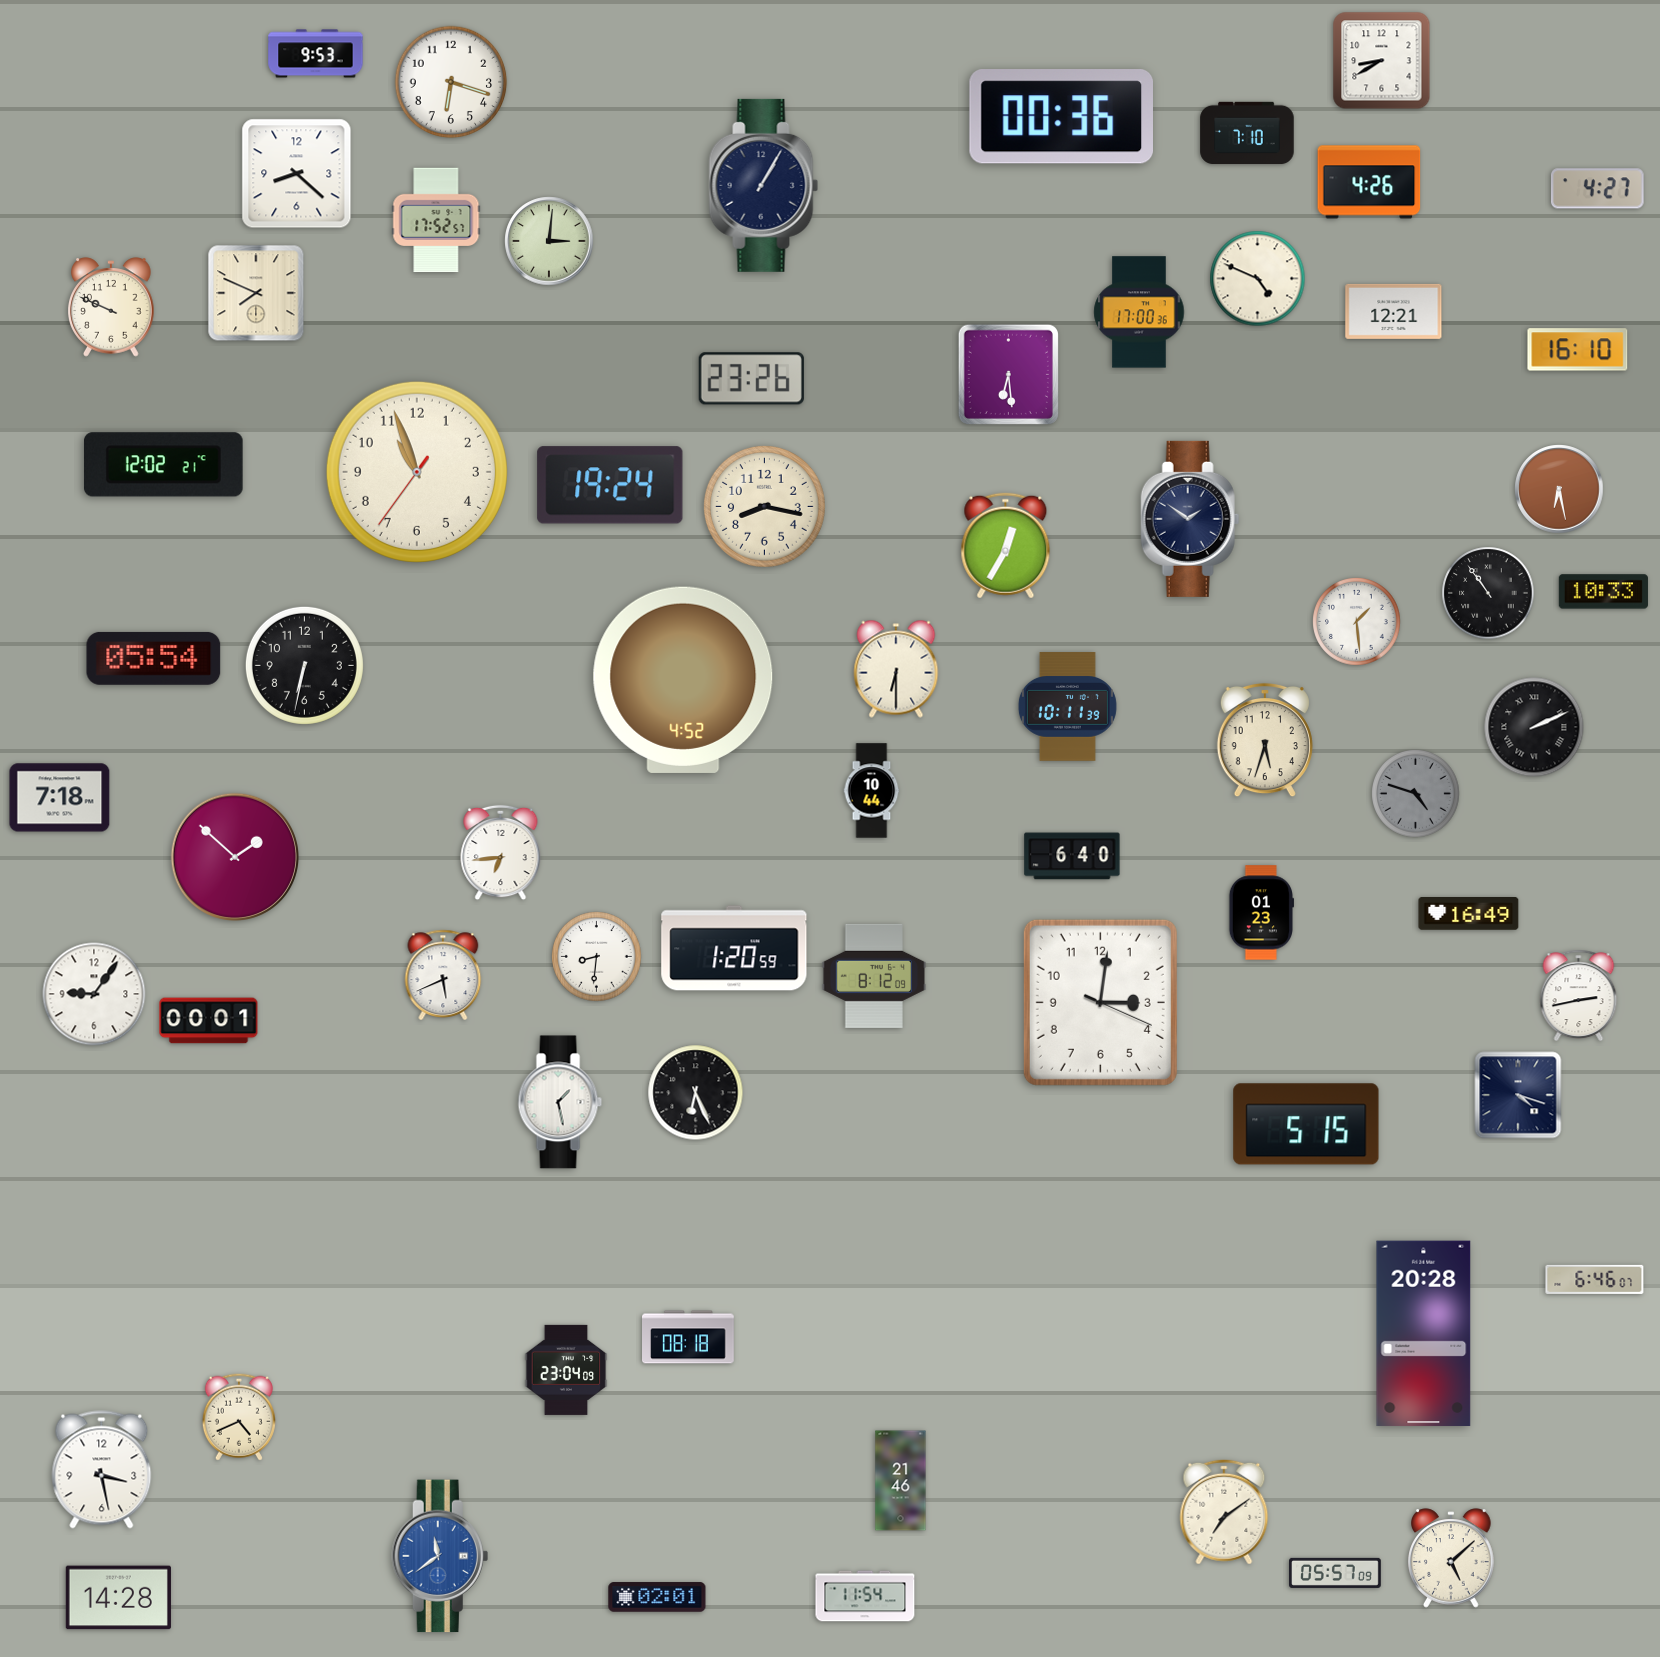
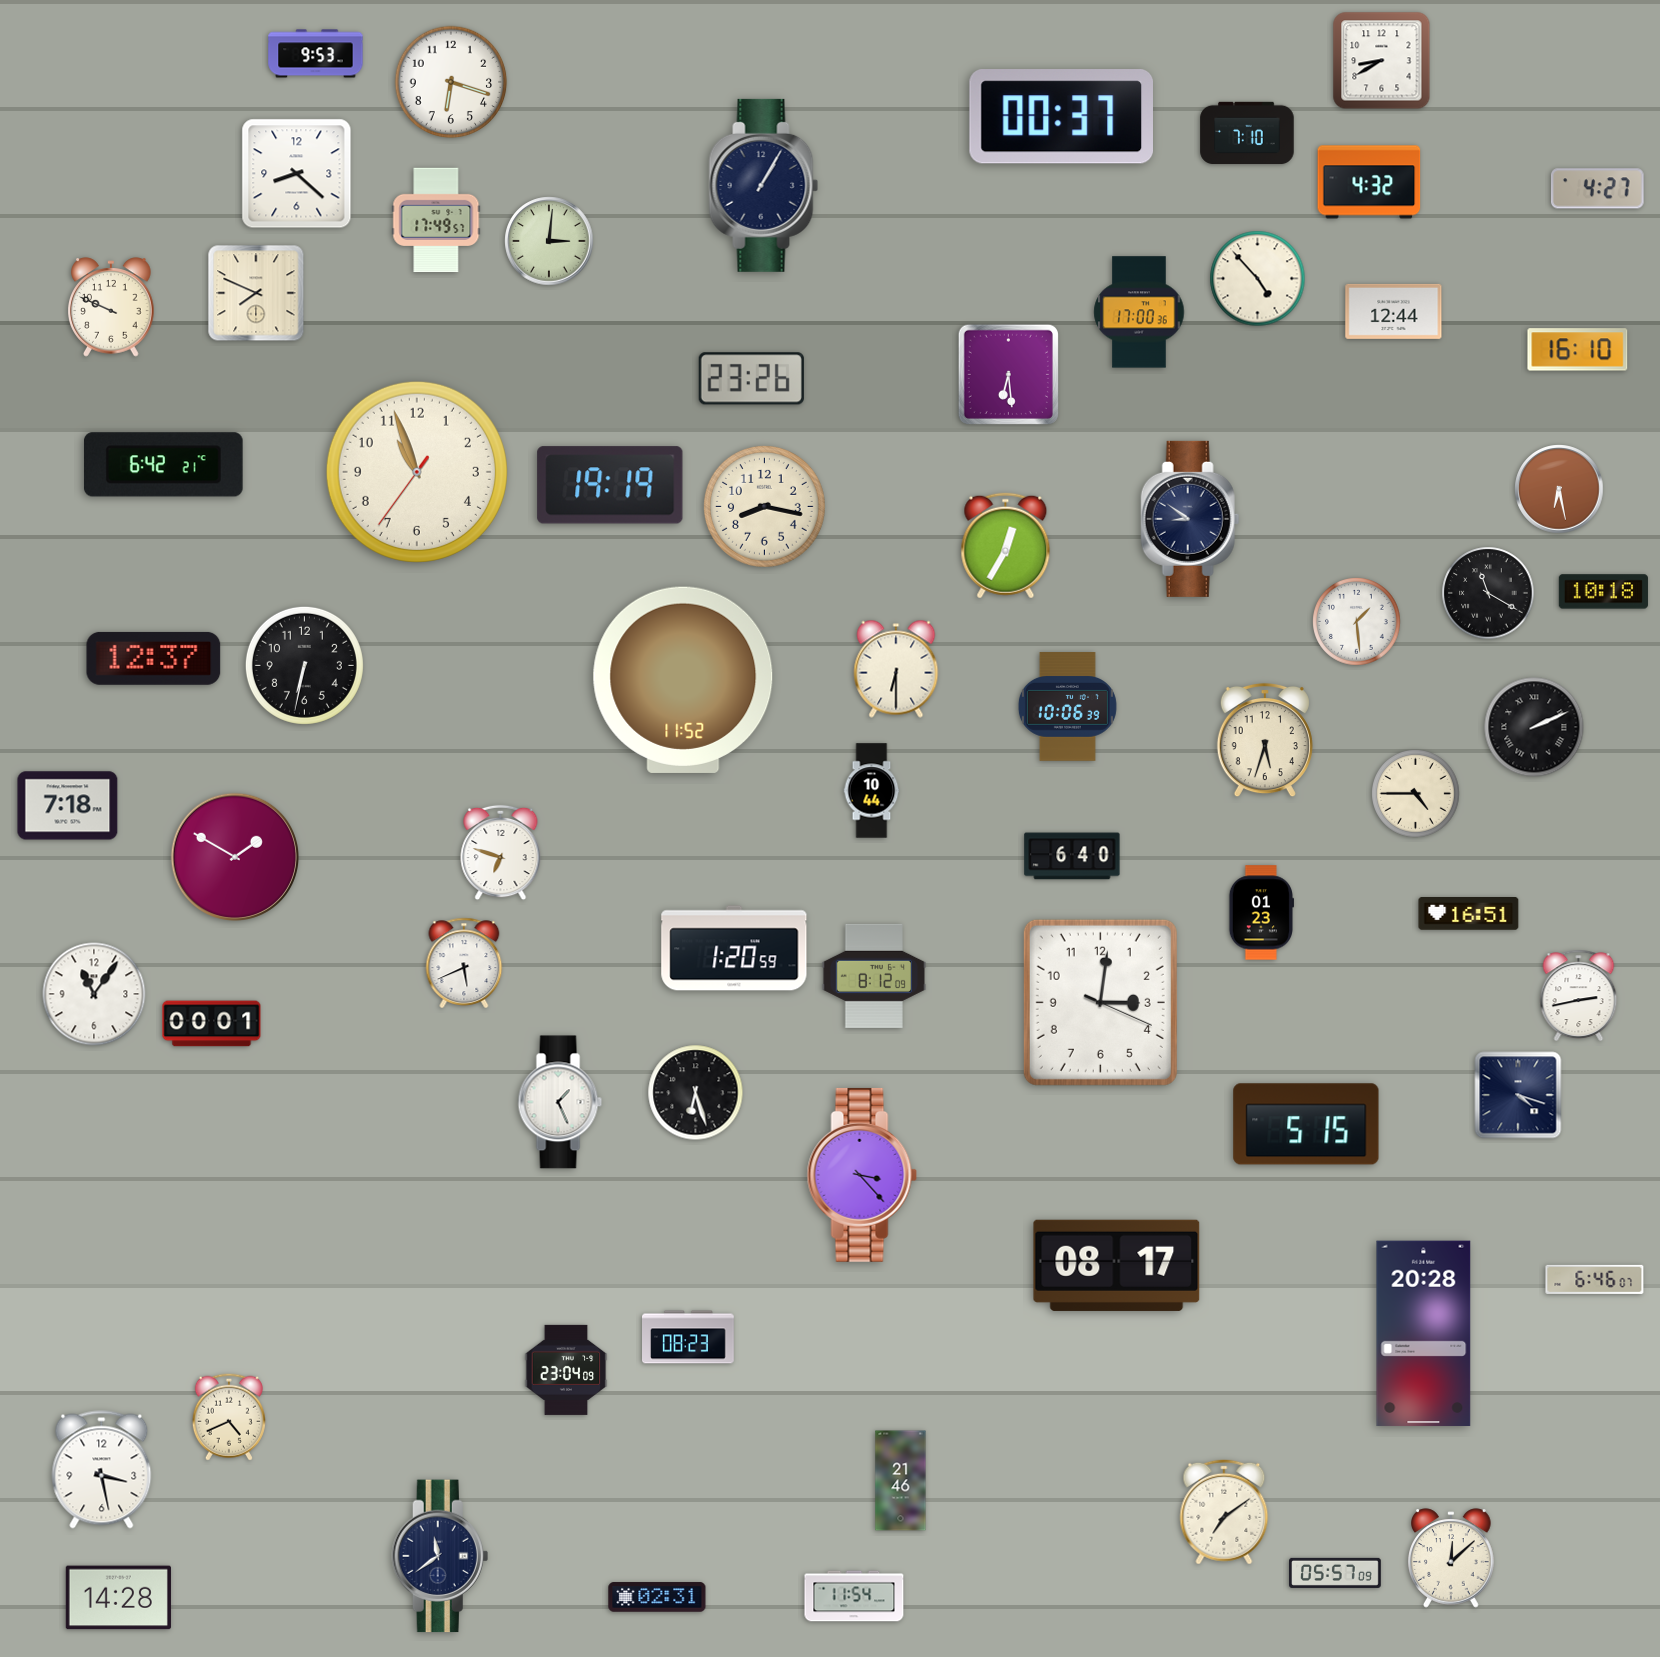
clock at (1061, 117): 00:36 -> 00:37
clock at (1369, 182): 4:26 -> 4:32
clock at (436, 220): 17:52 -> 17:49
clock at (1258, 279): 4:49 -> 4:53
clock at (1394, 311): 12:21 -> 12:44
clock at (163, 465): 12:02 -> 6:42
clock at (610, 485): 19:24 -> 19:19
clock at (1190, 519): 1:51 -> 8:51
clock at (1603, 592): 10:33 -> 10:18
clock at (1488, 593): 10:54 -> 11:20
clock at (154, 658): 05:54 -> 12:37
clock at (683, 680): 4:52 -> 11:52
clock at (1067, 707): 10:11 -> 10:06
clock at (1416, 794): 4:48 -> 4:45
clock at (1416, 794) dial: grey -> cream
clock at (60, 798) position: (60, 798) -> (68, 806)
clock at (501, 853): 6:44 -> 6:48
clock at (234, 856): 1:52 -> 1:50
clock at (1469, 914): 16:49 -> 16:51
clock at (597, 957): 8:31 -> none
clock at (443, 974) position: (443, 974) -> (464, 962)
clock at (94, 994): 9:06 -> 11:06
clock at (209, 1021) position: (209, 1021) -> (212, 1024)
clock at (696, 1093): 6:26 -> 6:27
clock at (560, 1102): 1:28 -> 1:26
clock at (862, 1175): none -> 3:23
clock at (1117, 1265): none -> 08:17
clock at (689, 1337): 08:18 -> 08:23
clock at (239, 1417) position: (239, 1417) -> (229, 1417)
clock at (440, 1556) dial: blue -> navy
clock at (1451, 1558): 5:08 -> 12:08
clock at (865, 1596) position: (865, 1596) -> (854, 1596)
clock at (657, 1597): 02:01 -> 02:31
